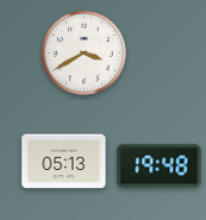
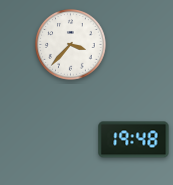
clock at (85, 54): 3:40 -> 3:37
clock at (64, 162): 05:13 -> none
